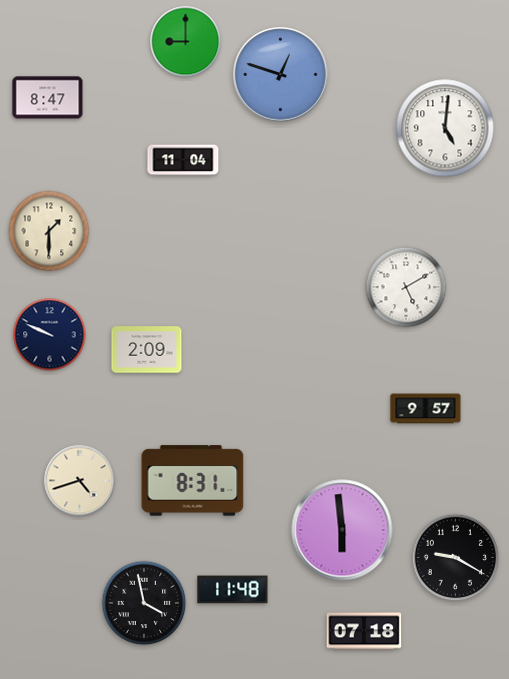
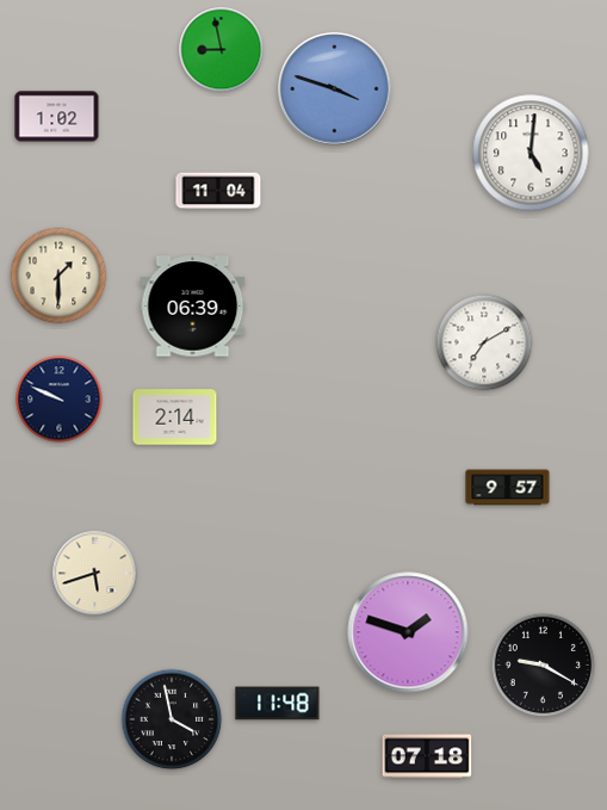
clock at (186, 42): 9:00 -> 8:58
clock at (281, 75): 12:48 -> 3:48
clock at (48, 98): 8:47 -> 1:02
clock at (193, 307): none -> 06:39
clock at (406, 287): 5:10 -> 7:10
clock at (147, 350): 2:09 -> 2:14
clock at (80, 481): 4:42 -> 5:42
clock at (193, 481): 8:31 -> none
clock at (342, 530): 5:59 -> 1:48
clock at (364, 631) position: (364, 631) -> (427, 756)
